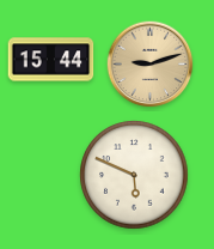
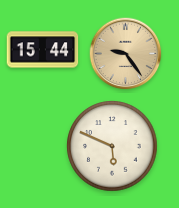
clock at (151, 65): 9:12 -> 9:24
